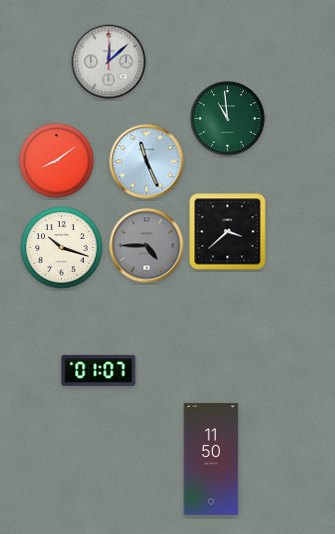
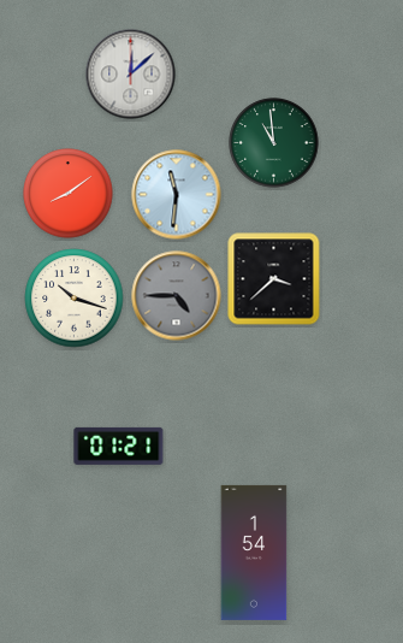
clock at (147, 162): 11:26 -> 11:31
clock at (99, 370): 01:07 -> 01:21
clock at (211, 459): 11:50 -> 1:54
